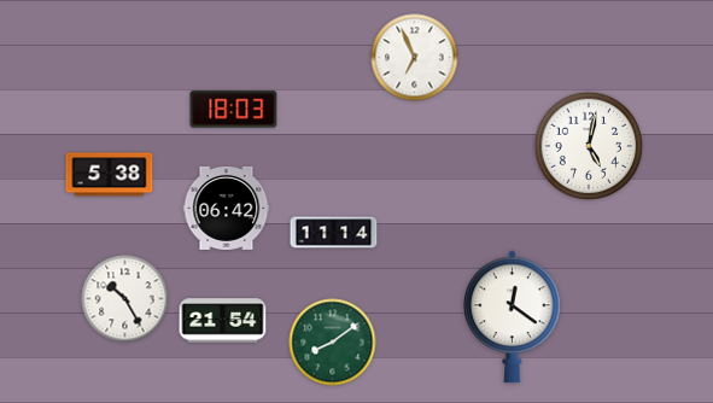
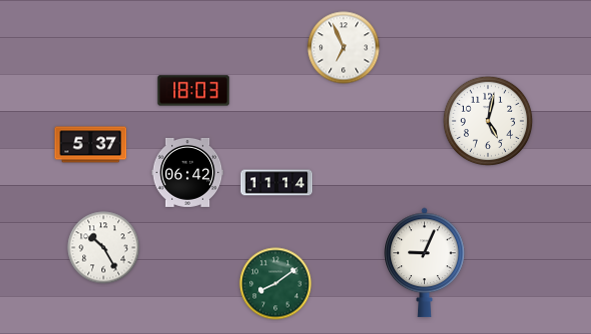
clock at (110, 175): 5:38 -> 5:37
clock at (334, 233) position: (334, 233) -> (277, 183)
clock at (513, 317): 12:21 -> 9:04
clock at (223, 321): 21:54 -> none
